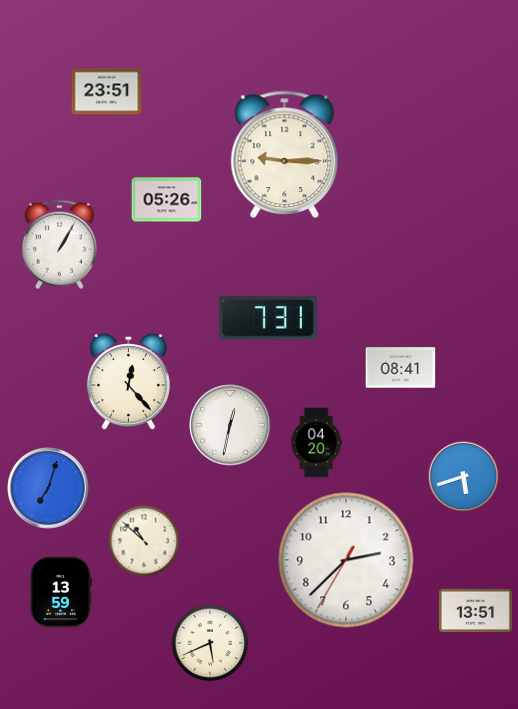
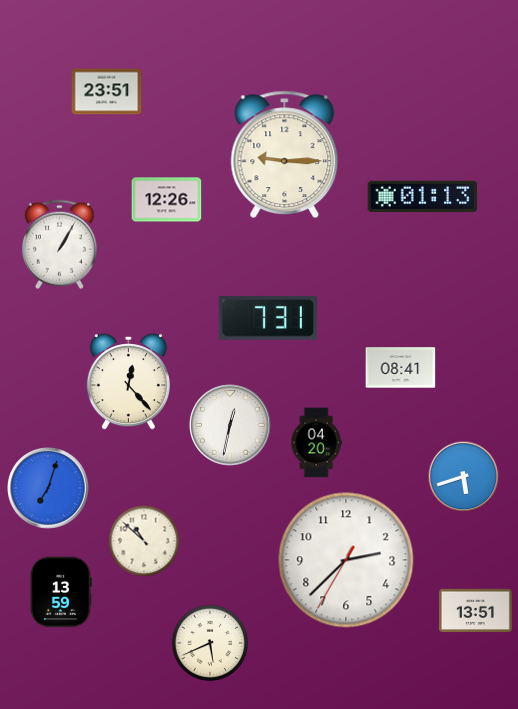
clock at (423, 197): none -> 01:13
clock at (167, 200): 05:26 -> 12:26
